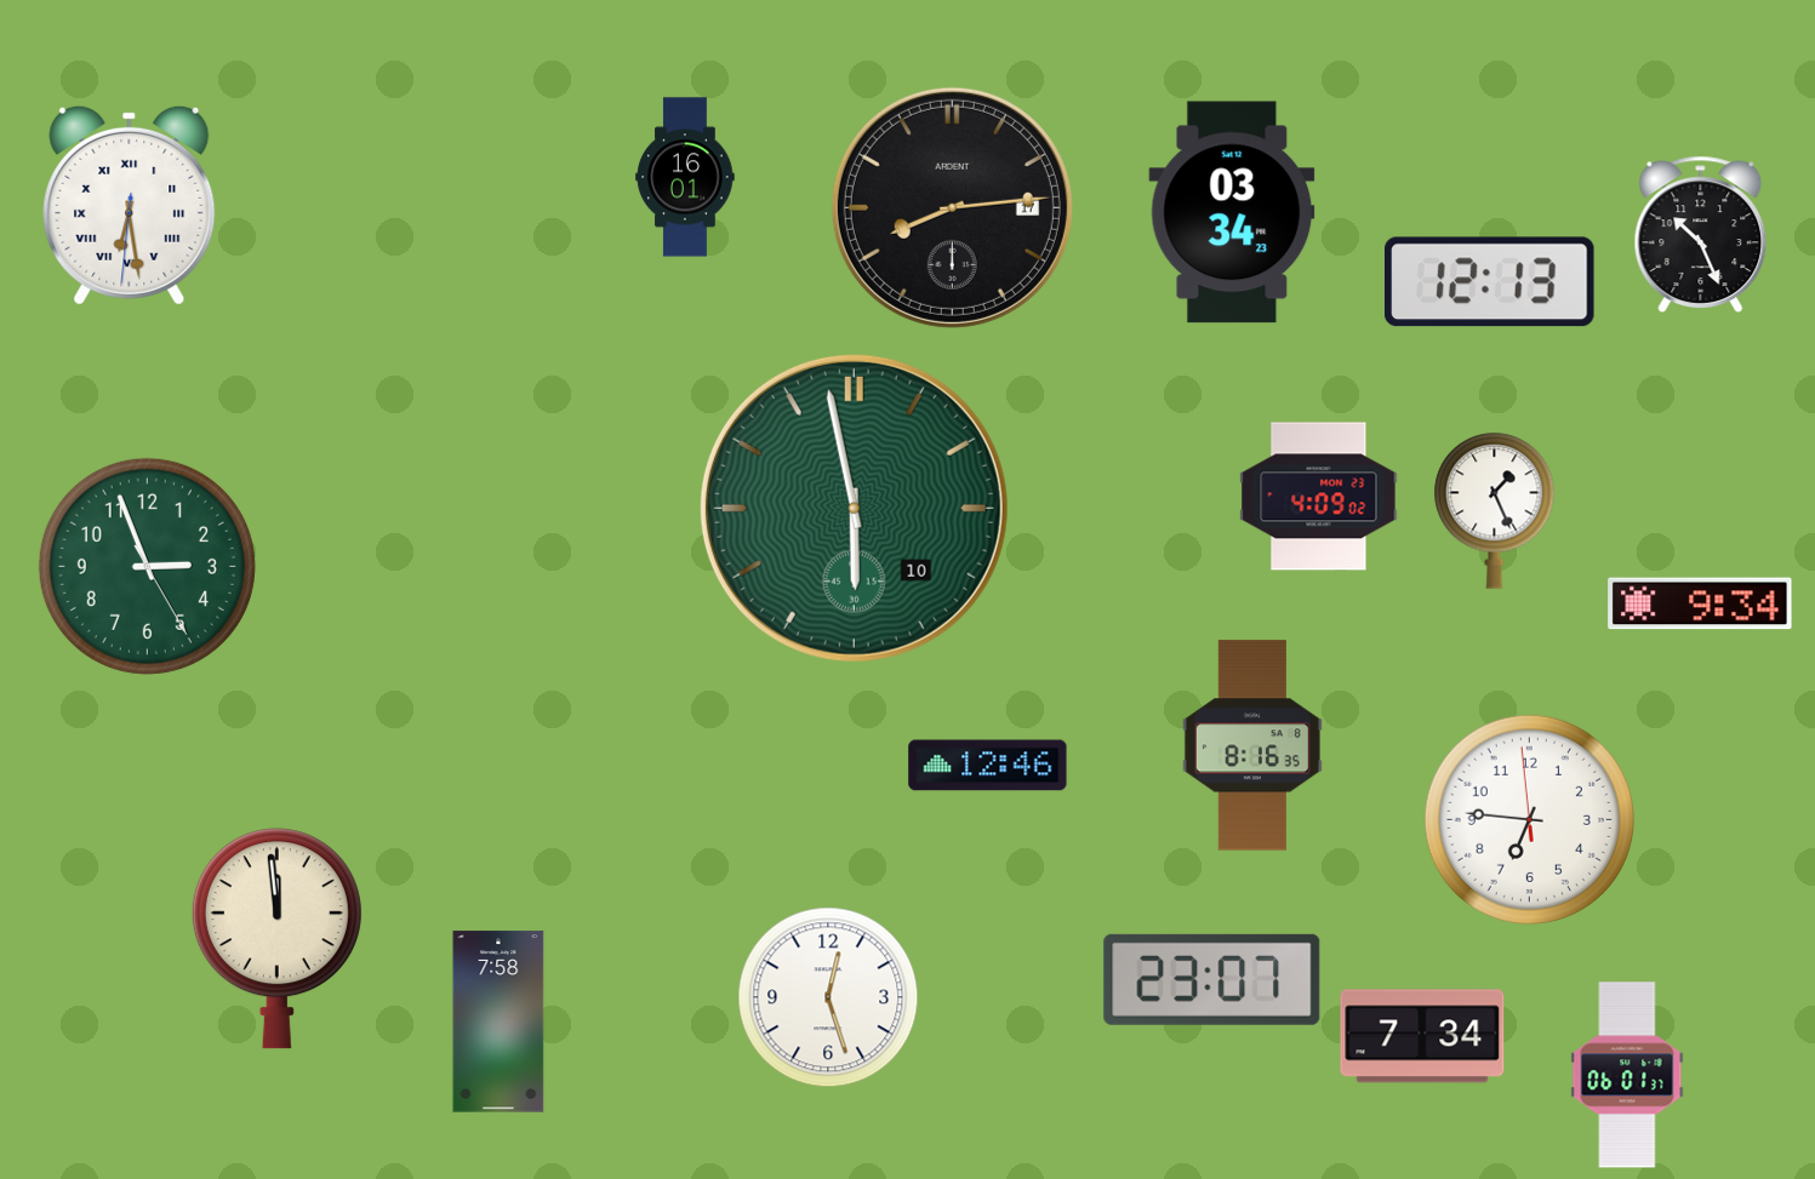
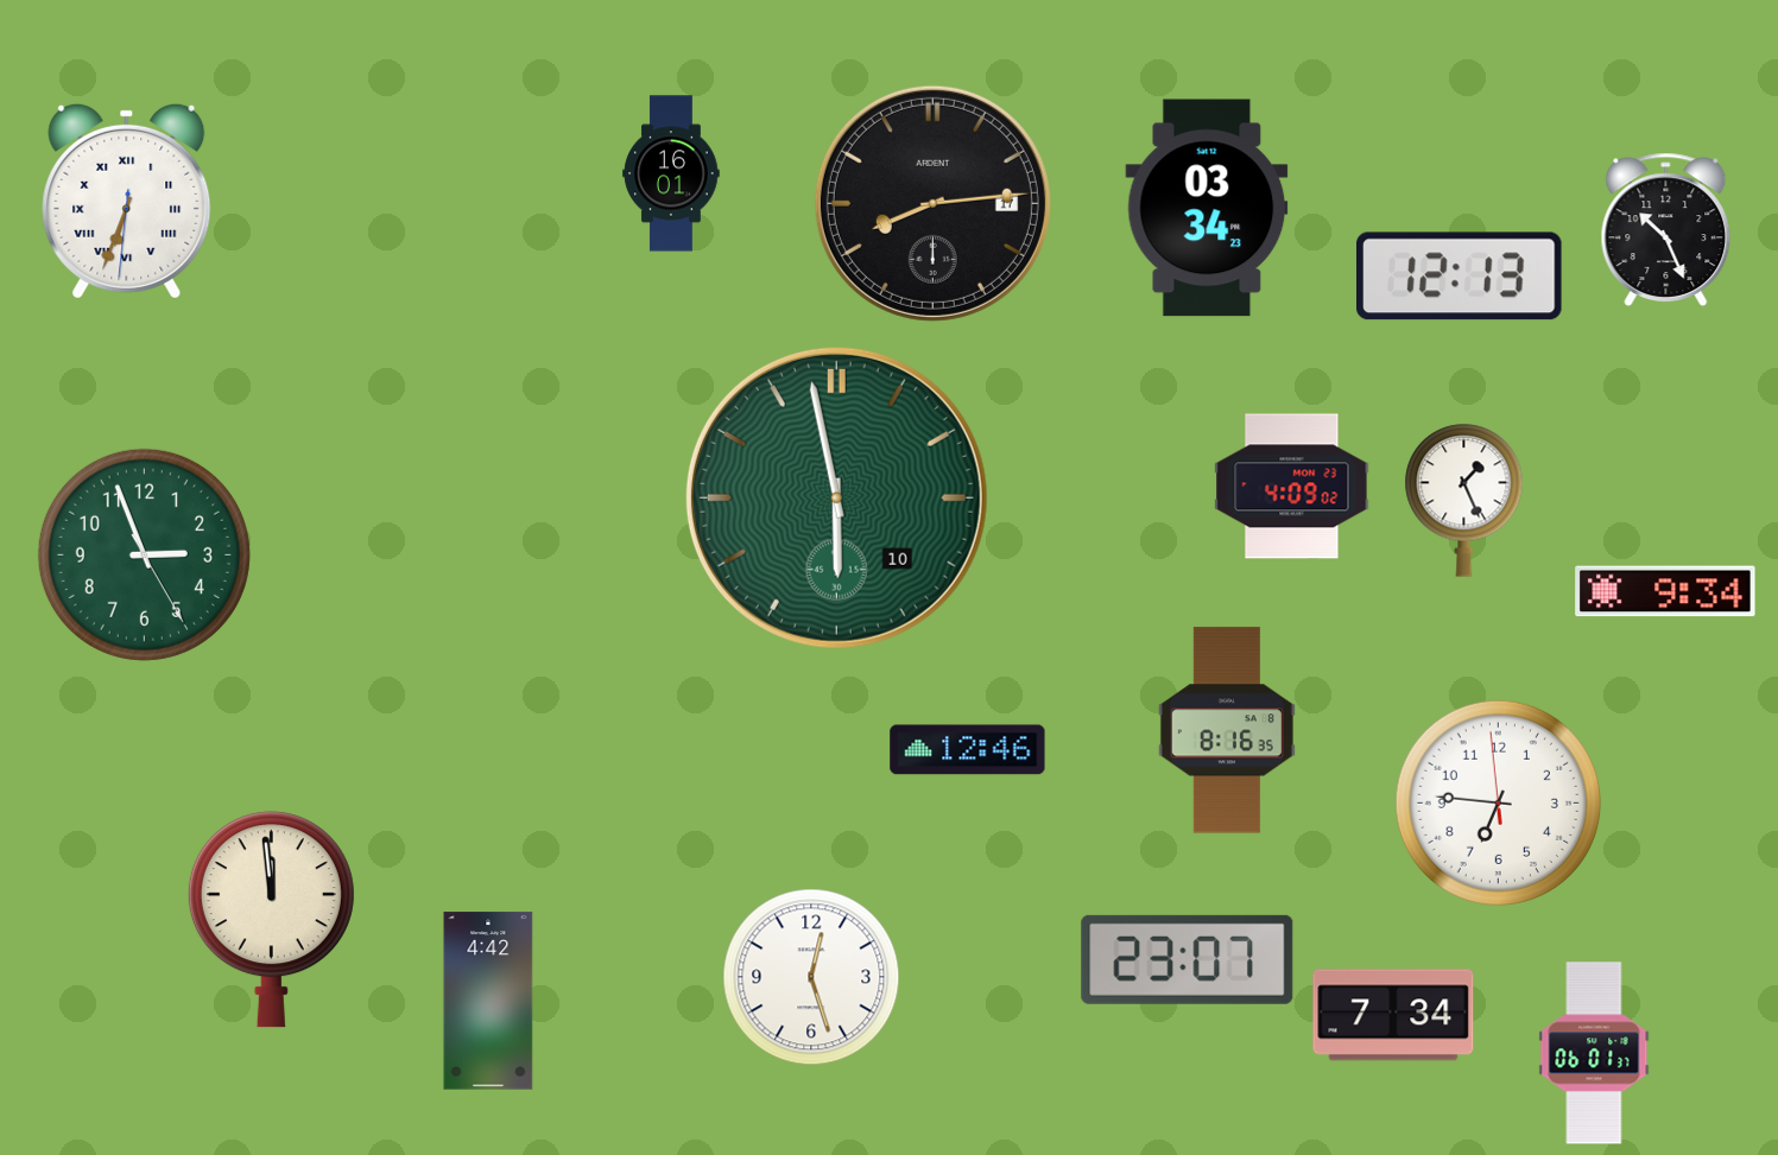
clock at (130, 205): 6:28 -> 6:33
clock at (498, 1021): 7:58 -> 4:42
